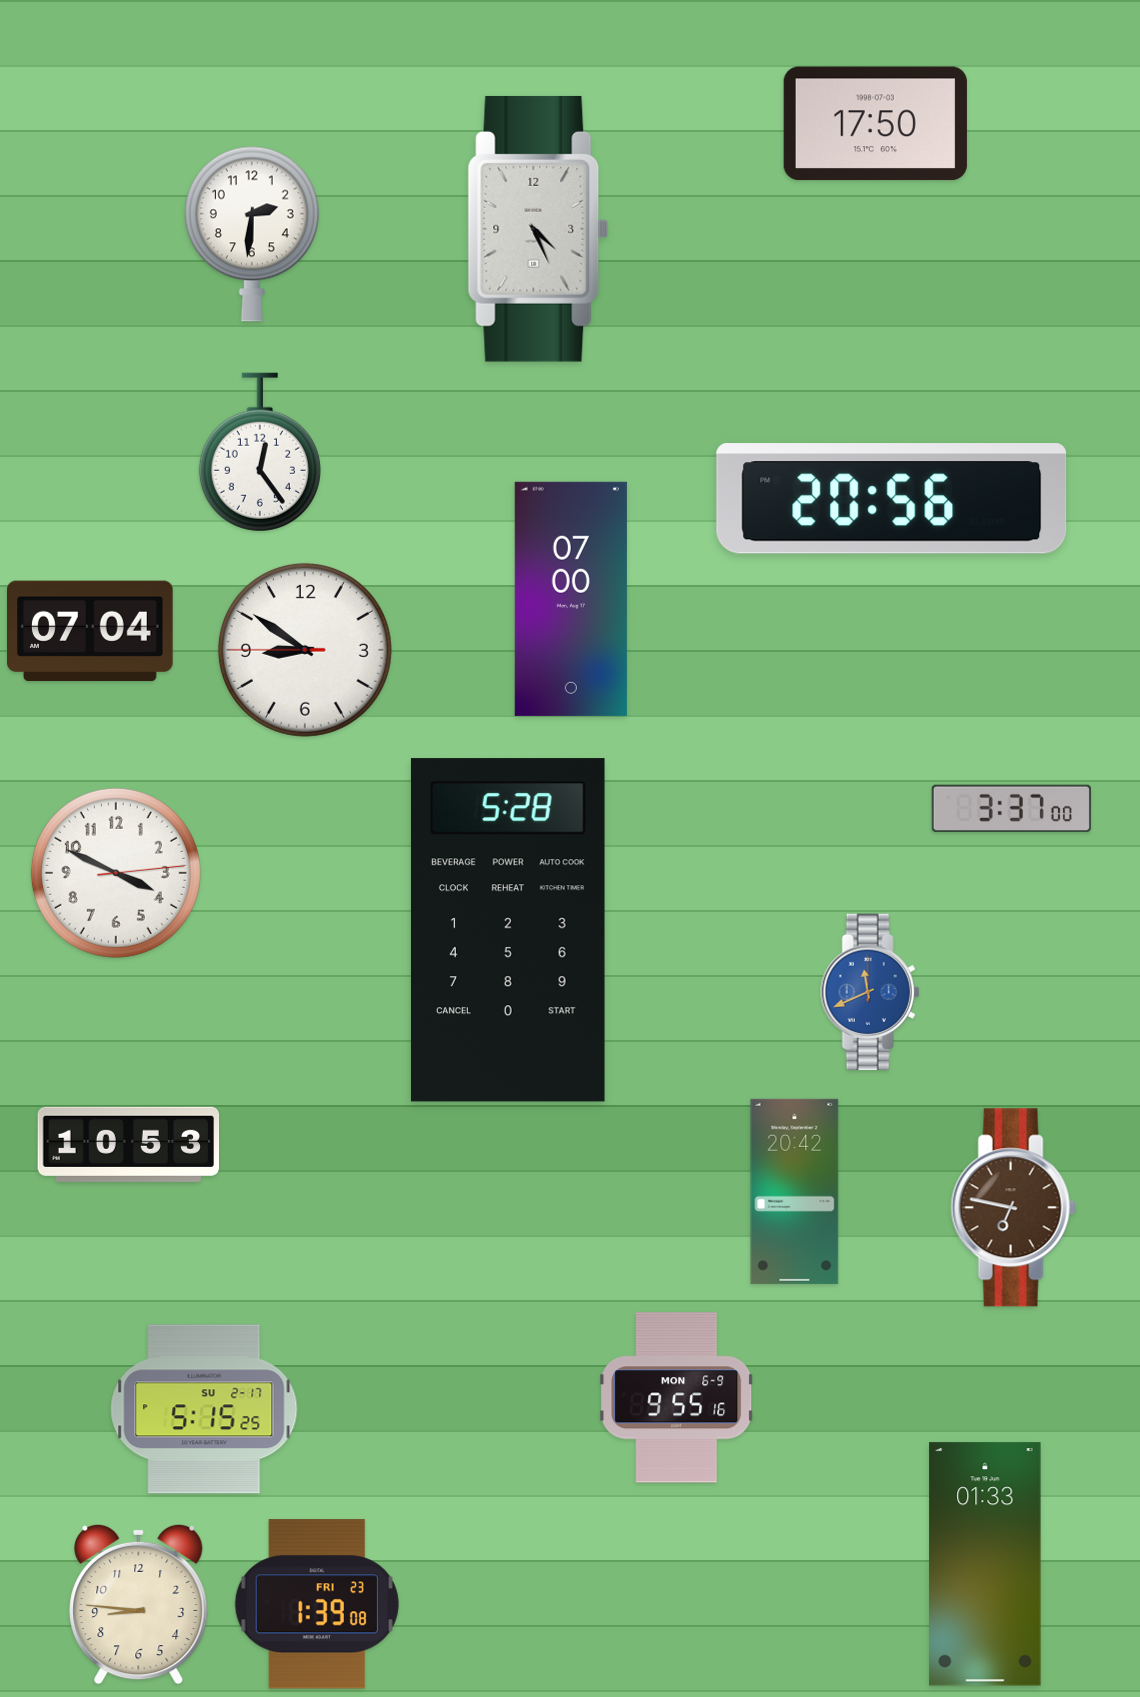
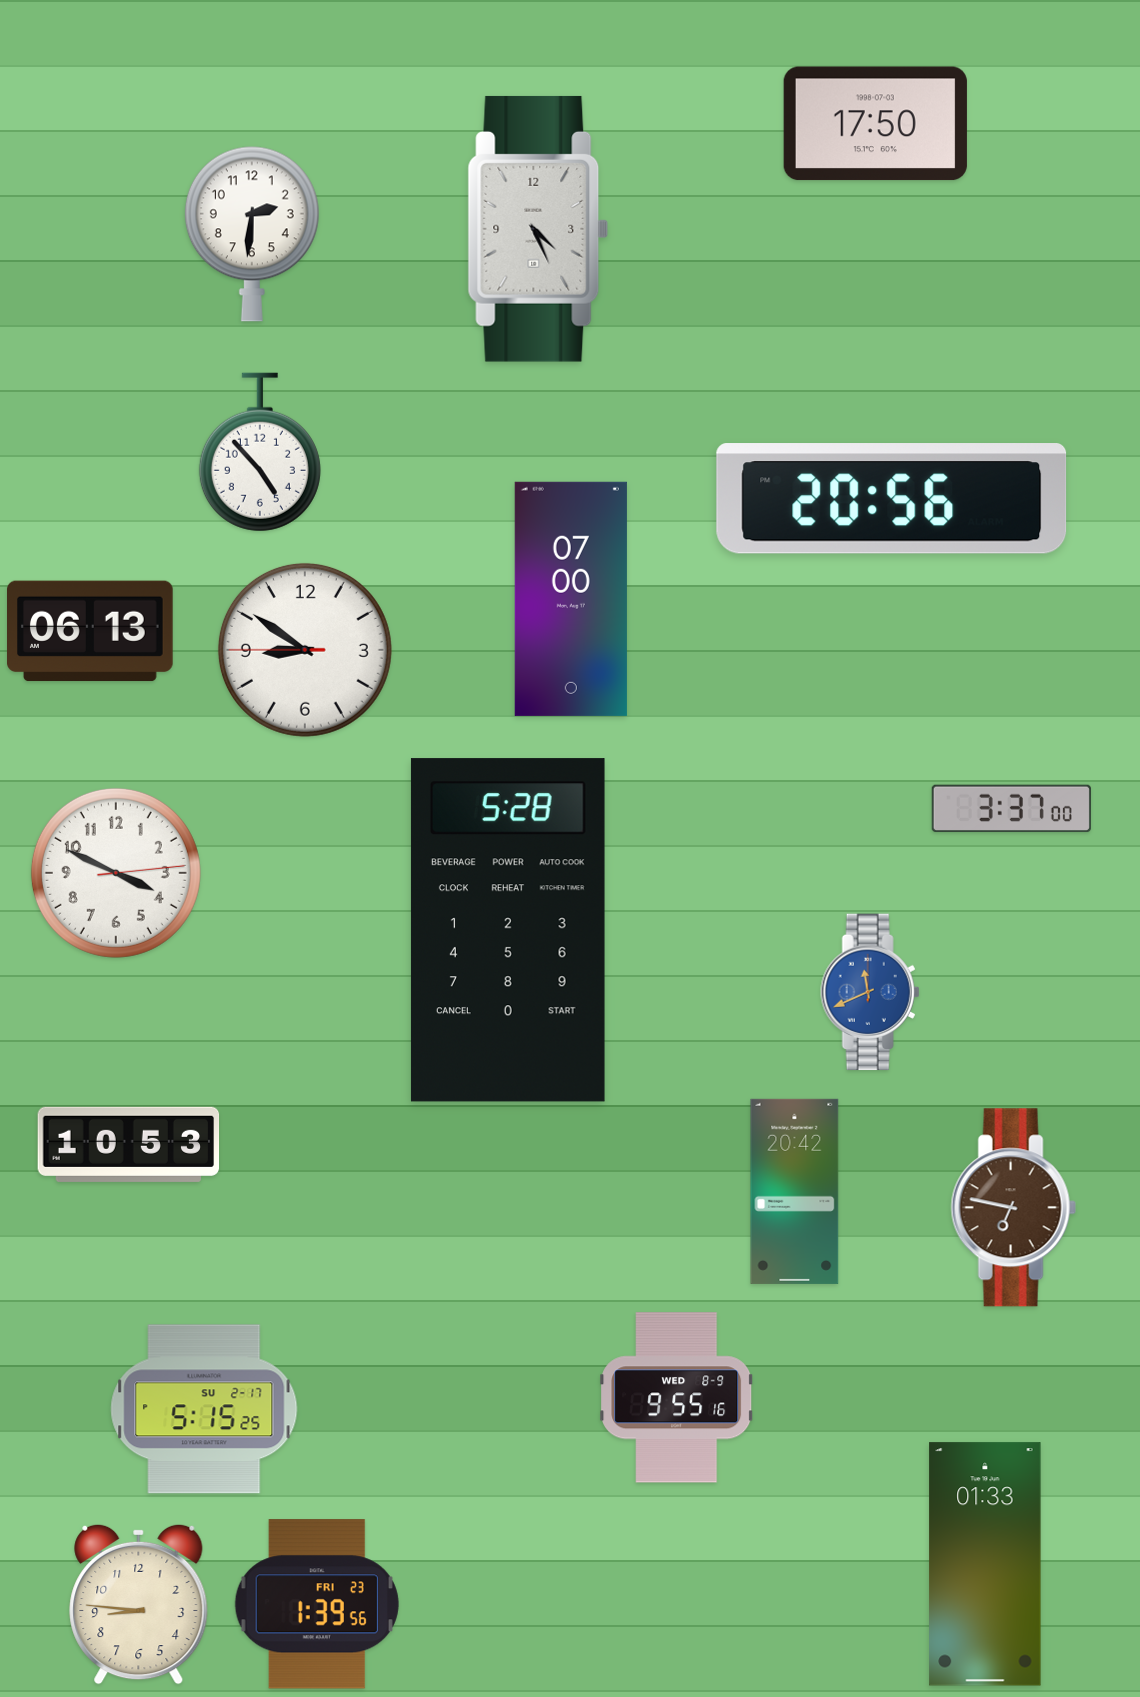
clock at (260, 452): 12:24 -> 4:53
clock at (91, 631): 07:04 -> 06:13
clock at (677, 1398) date: MON 6-9 -> WED 8-9
clock at (317, 1604): 1:39:08 -> 1:39:56
